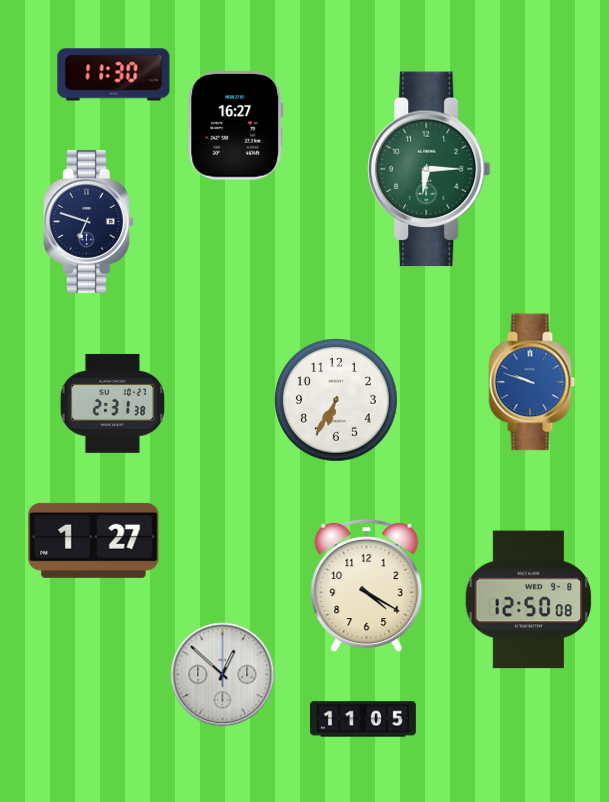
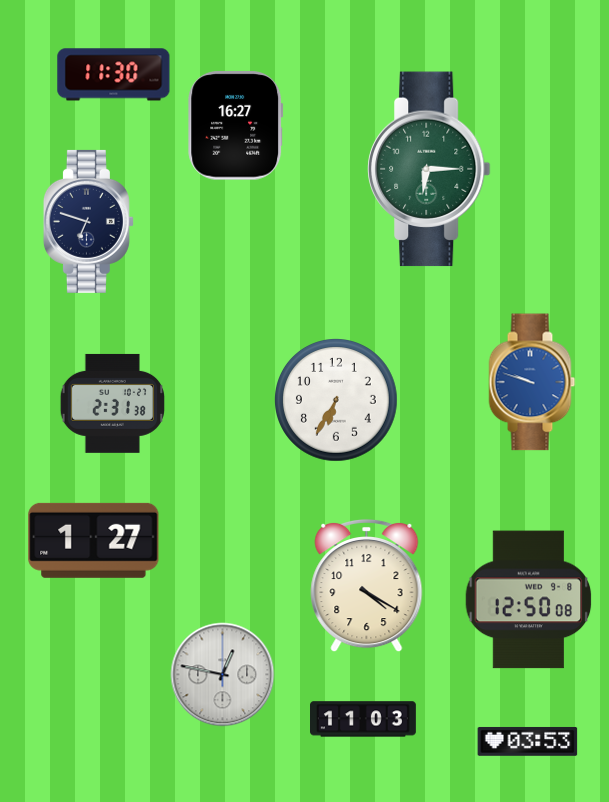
clock at (223, 675): 12:52 -> 12:47
clock at (364, 719): 11:05 -> 11:03
clock at (528, 741): none -> 03:53
